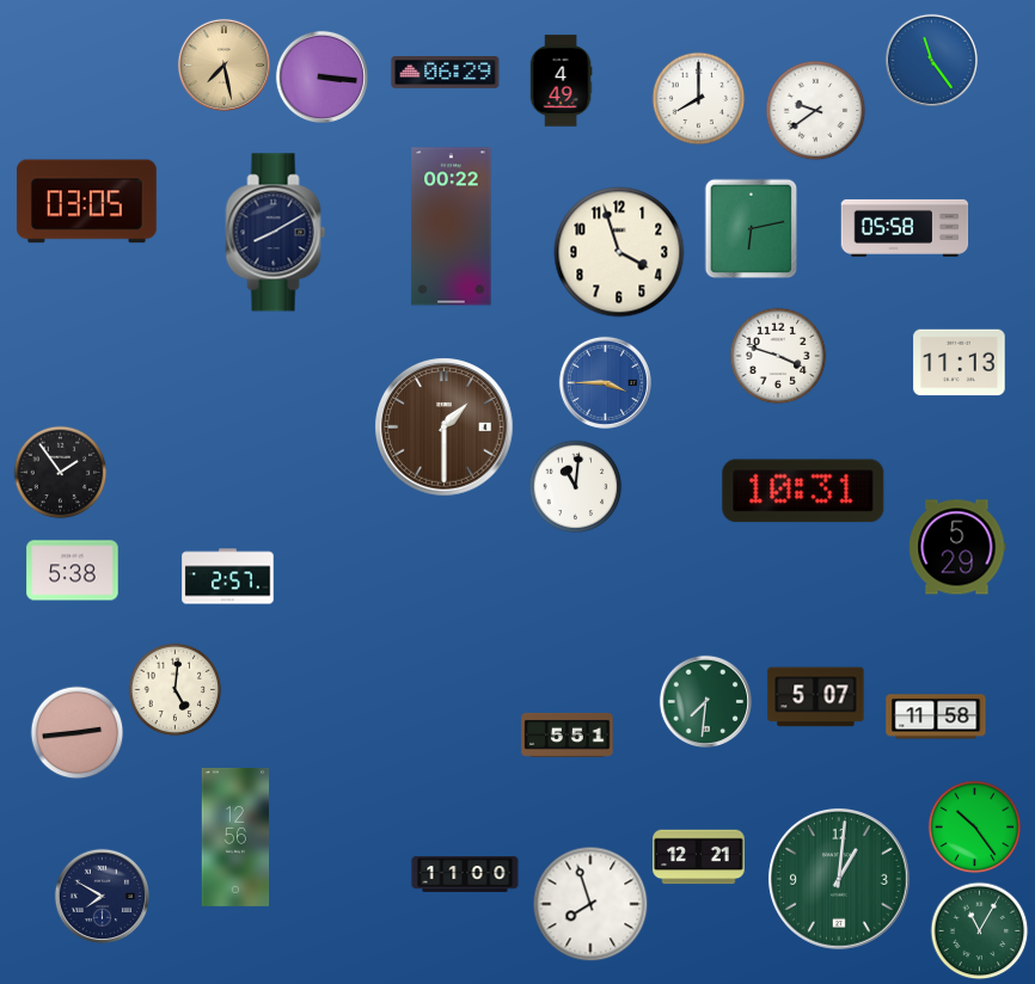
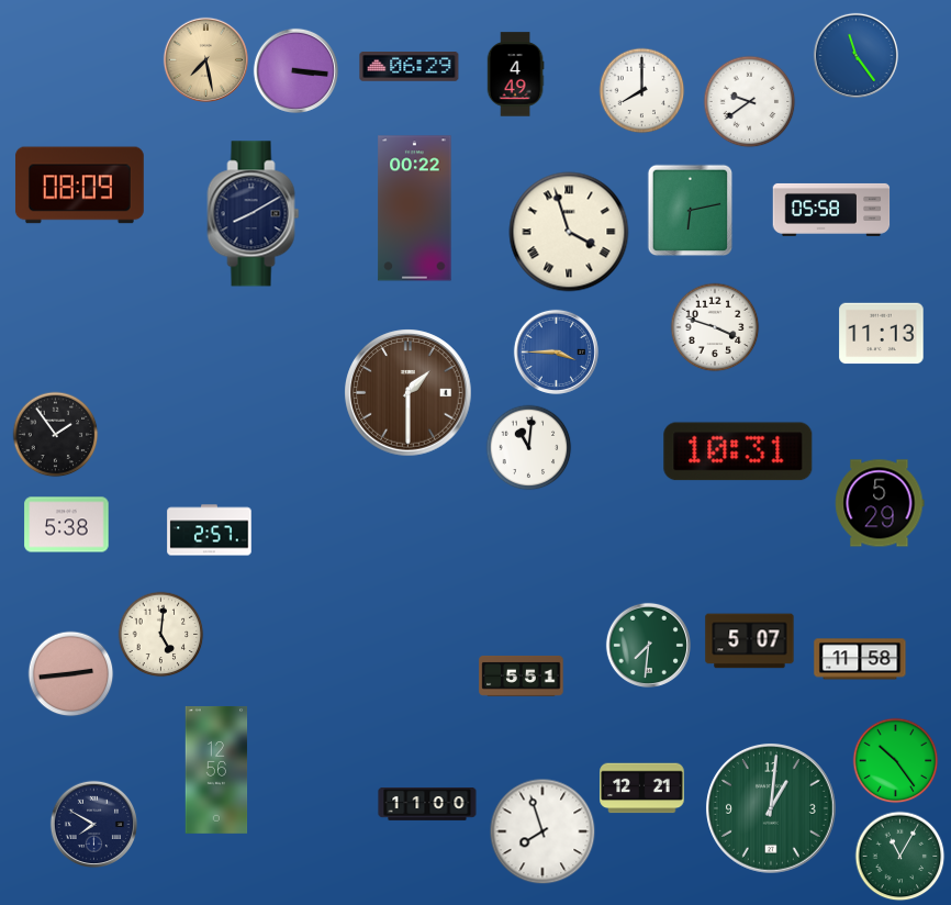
clock at (86, 202): 03:05 -> 08:09
clock at (619, 252) numerals: Arabic -> Roman
